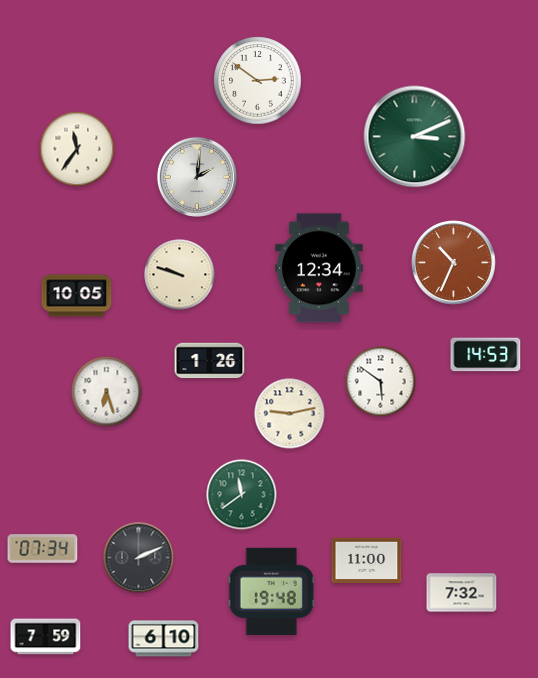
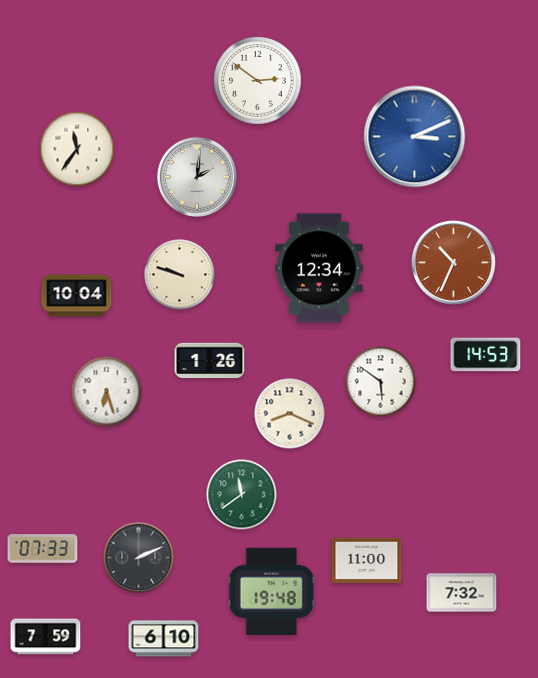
clock at (415, 137) dial: green -> blue
clock at (77, 296): 10:05 -> 10:04
clock at (290, 414): 9:13 -> 8:19
clock at (43, 549): 07:34 -> 07:33
